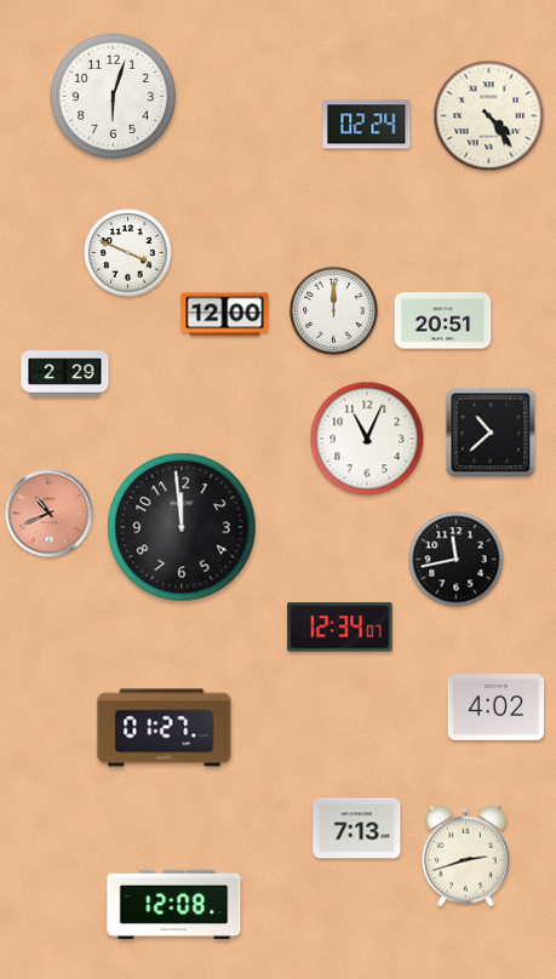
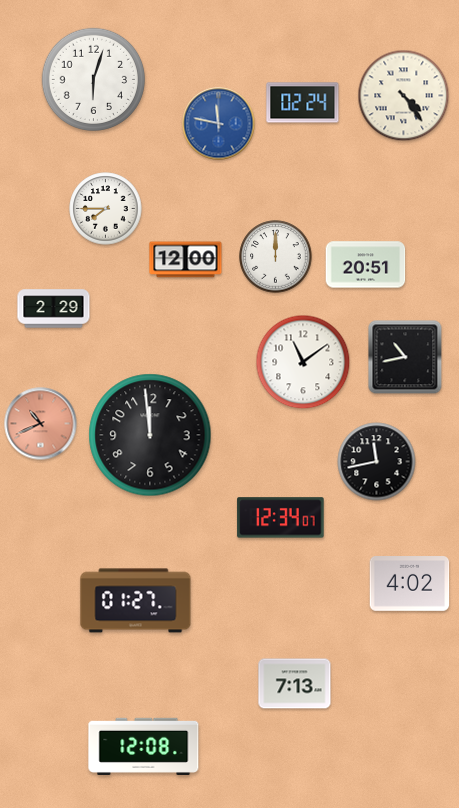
clock at (219, 124): none -> 11:47
clock at (128, 253): 3:49 -> 7:45
clock at (491, 433): 10:38 -> 10:43
clock at (367, 439): 11:04 -> 11:09
clock at (466, 857): 2:42 -> none
